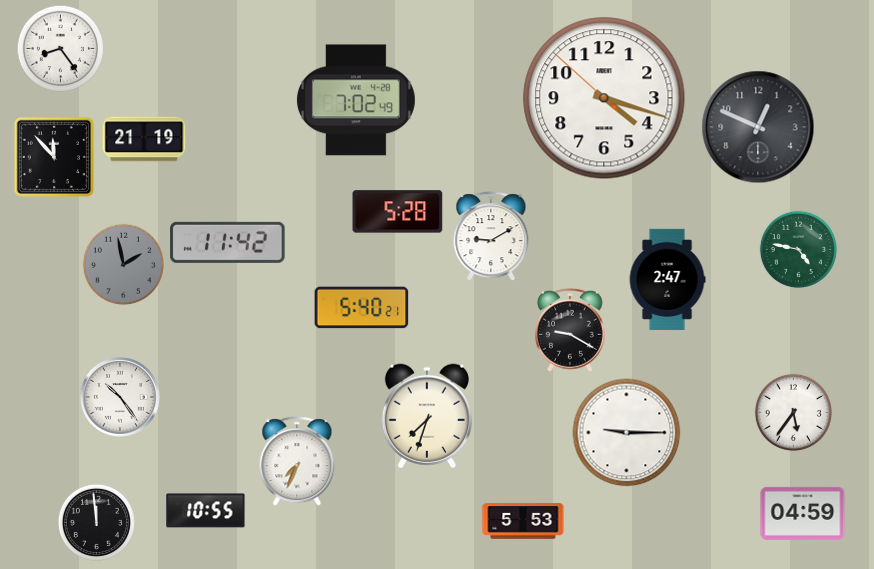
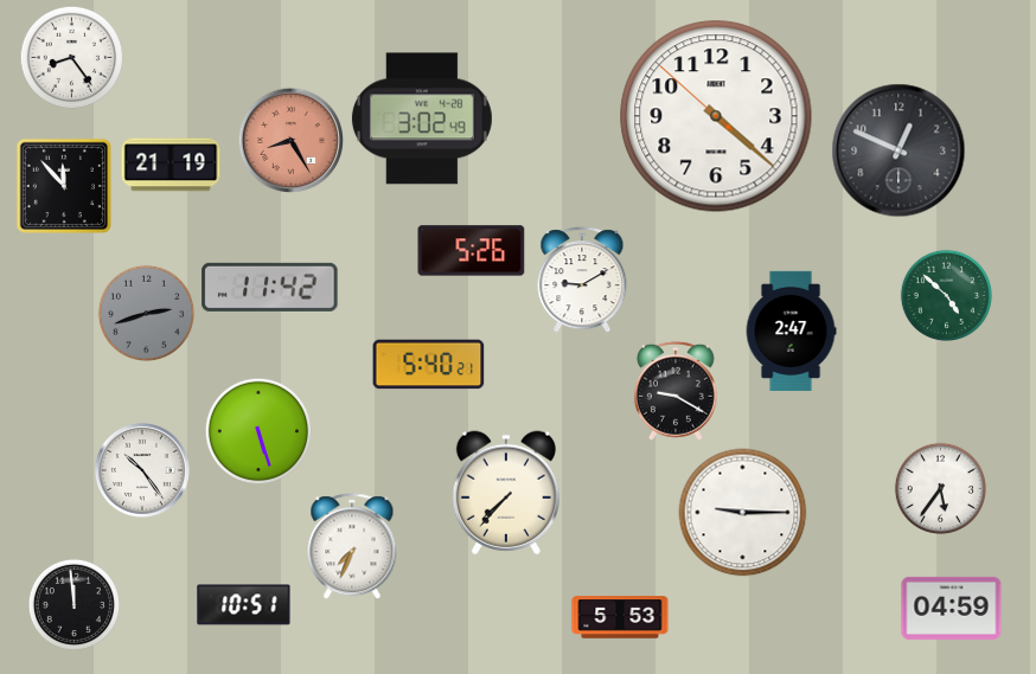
clock at (604, 98): 4:17 -> 4:21
clock at (356, 100): 7:02 -> 3:02
clock at (290, 140): none -> 8:25
clock at (398, 212): 5:28 -> 5:26
clock at (798, 249): 4:47 -> 4:52
clock at (123, 264): 1:58 -> 2:42
clock at (258, 431): none -> 5:27
clock at (427, 416): 7:33 -> 7:37
clock at (206, 511): 10:55 -> 10:51
clock at (96, 522) position: (96, 522) -> (73, 604)
